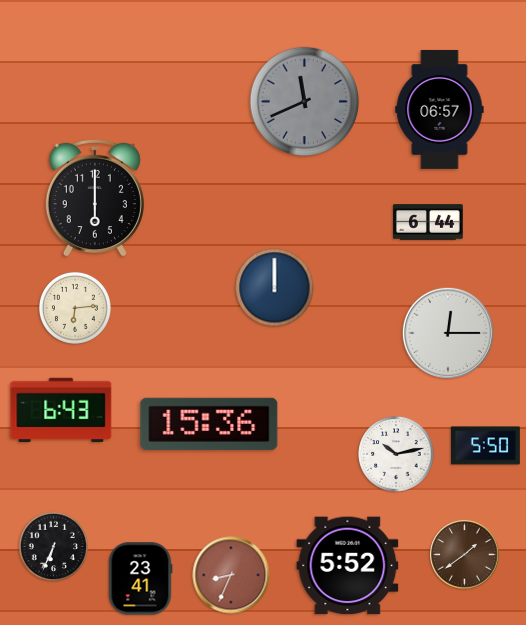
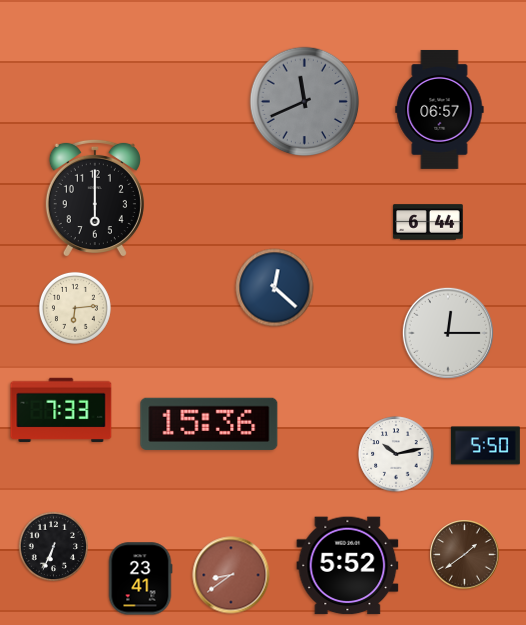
clock at (275, 288): 12:00 -> 12:22
clock at (61, 410): 6:43 -> 7:33
clock at (231, 575): 8:34 -> 8:39
